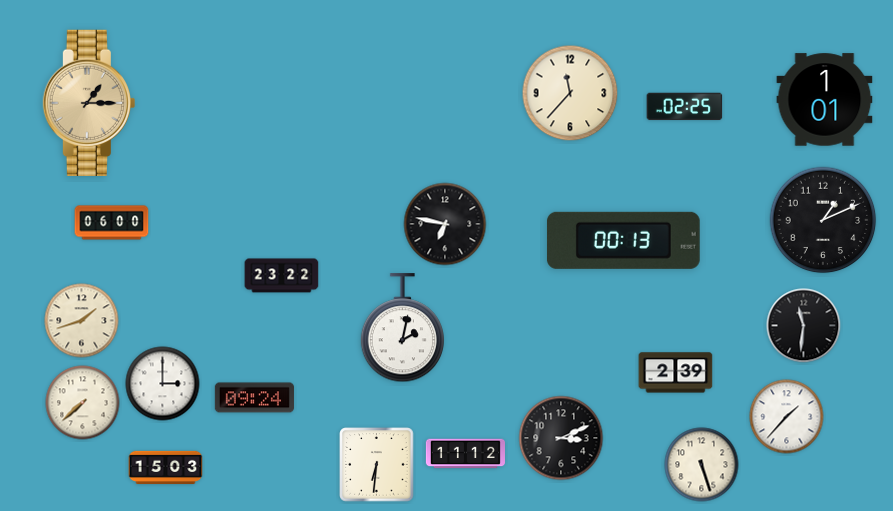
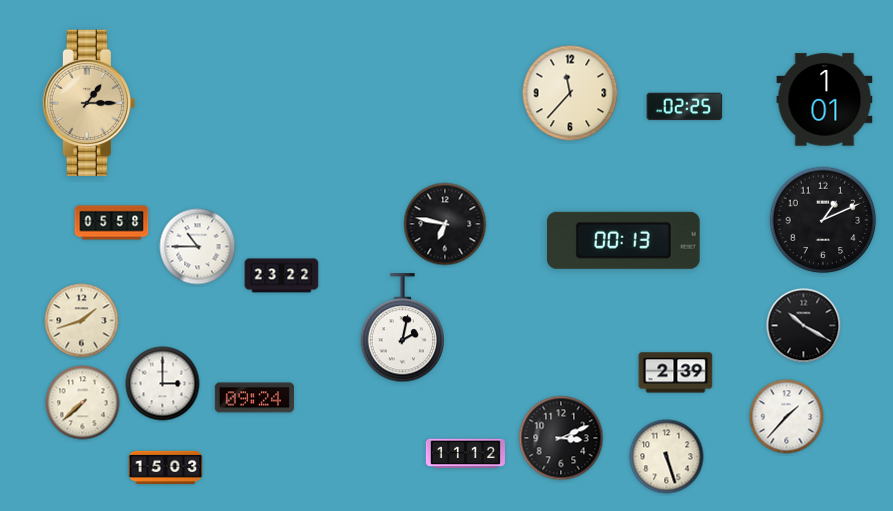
clock at (112, 223): 06:00 -> 05:58
clock at (198, 247): none -> 10:45
clock at (804, 326): 11:31 -> 10:20
clock at (377, 465): 6:31 -> none
clock at (702, 465) position: (702, 465) -> (667, 457)
